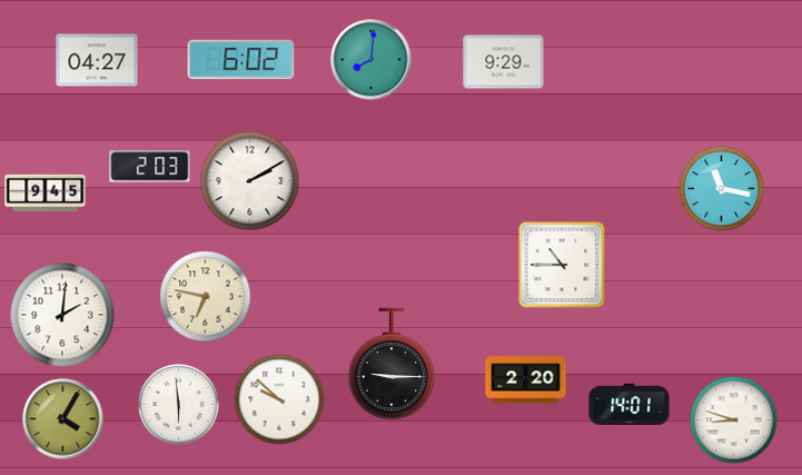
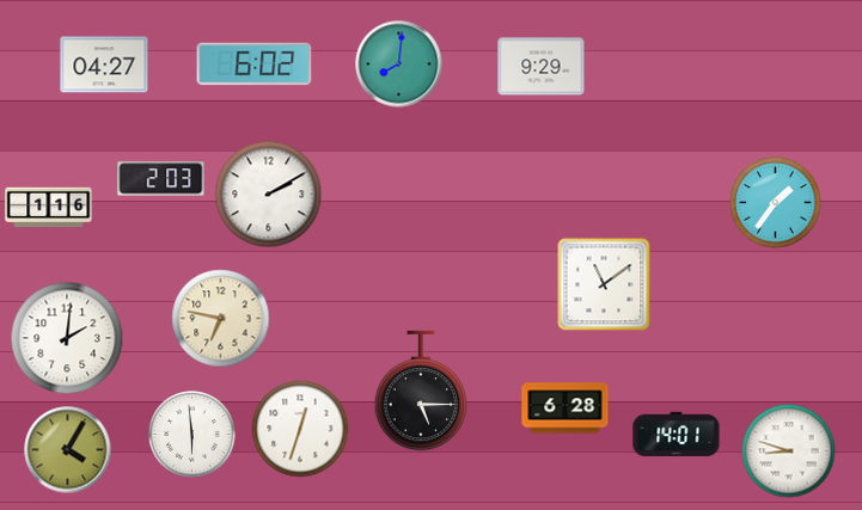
clock at (241, 60) position: (241, 60) -> (255, 64)
clock at (722, 189): 11:17 -> 1:36
clock at (46, 194): 9:45 -> 1:16
clock at (562, 265): 10:45 -> 11:09
clock at (392, 364): 9:15 -> 5:15
clock at (526, 380): 2:20 -> 6:28
clock at (279, 399): 9:52 -> 12:33
